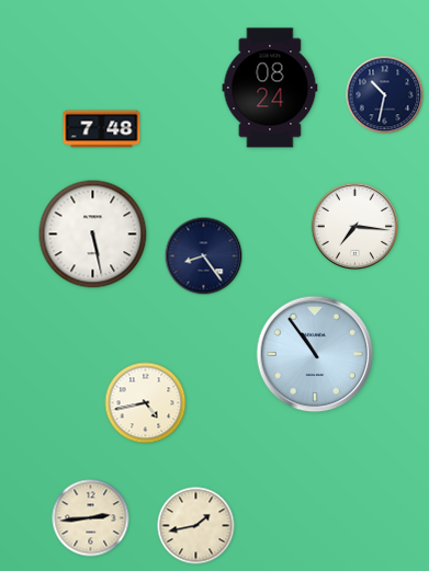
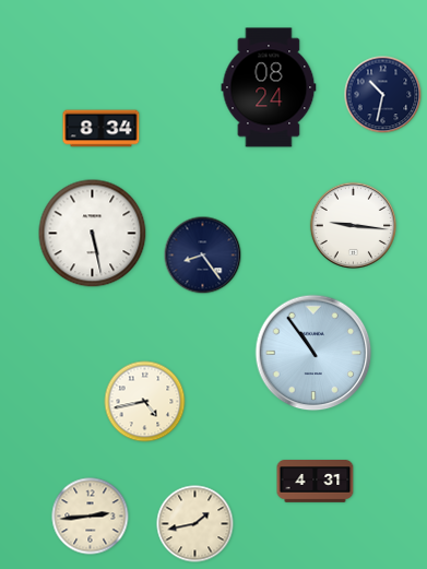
clock at (102, 129): 7:48 -> 8:34
clock at (354, 226): 7:16 -> 9:16
clock at (316, 482): none -> 4:31
